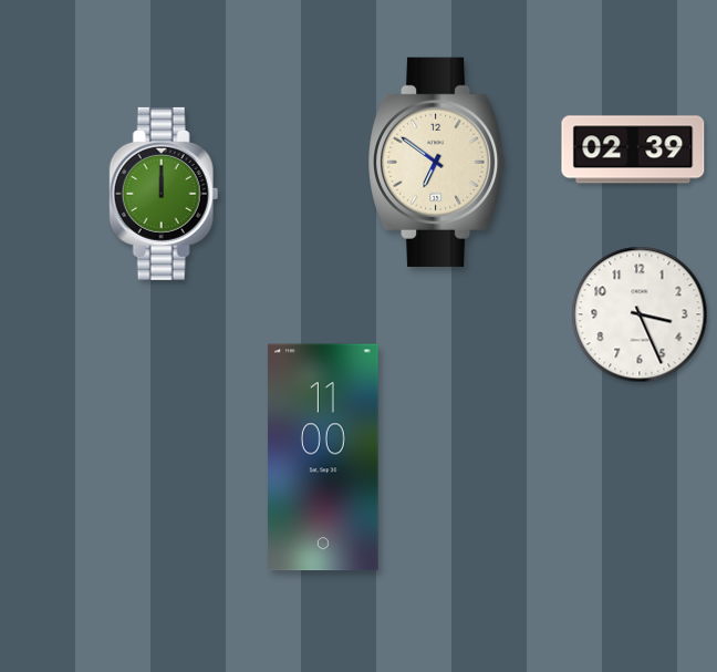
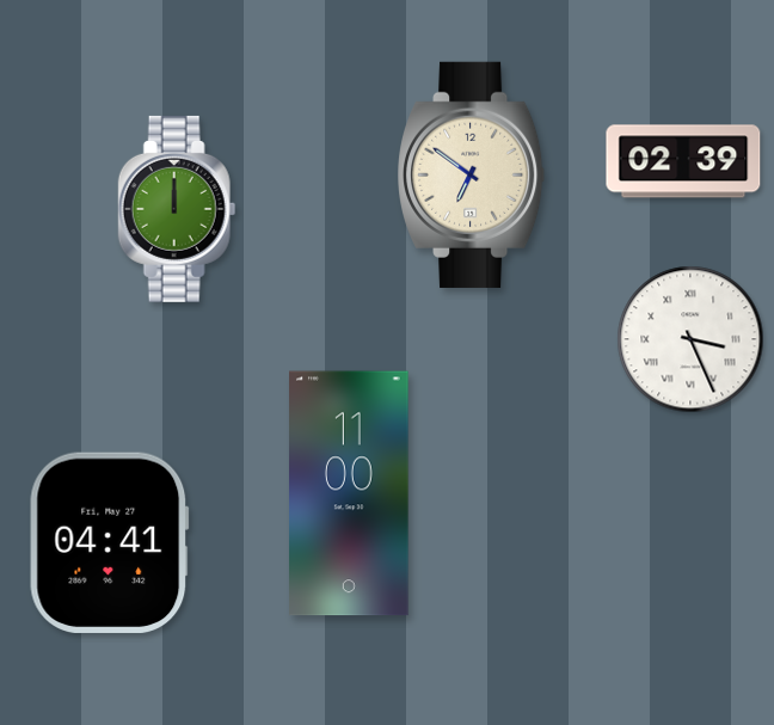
clock at (640, 314) numerals: Arabic -> Roman
clock at (110, 542): none -> 04:41
